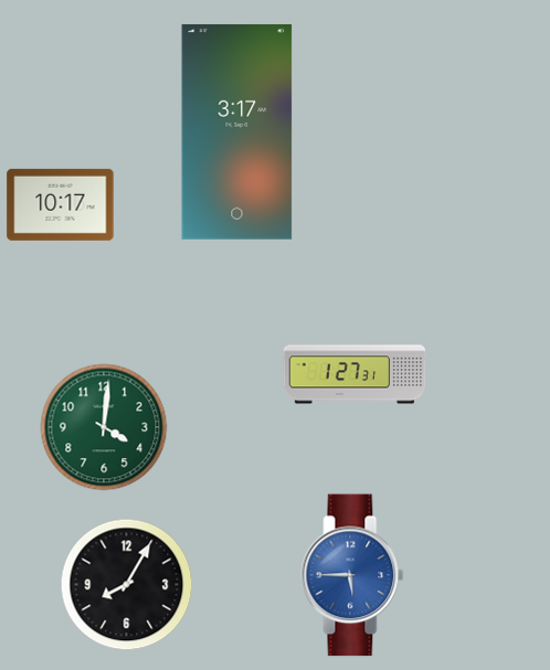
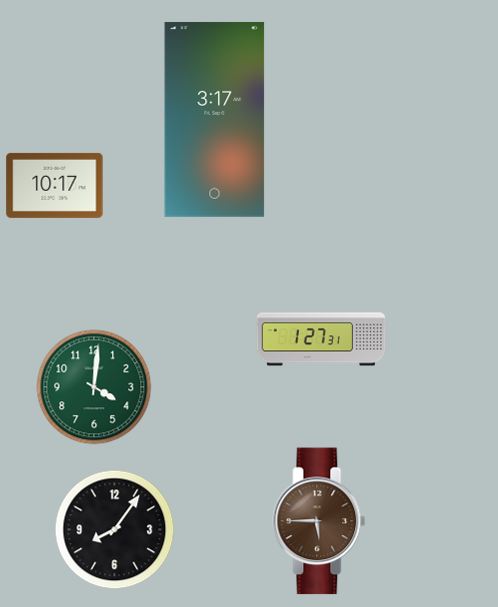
clock at (352, 575) dial: blue -> brown
clock at (127, 585): 8:05 -> 8:06
